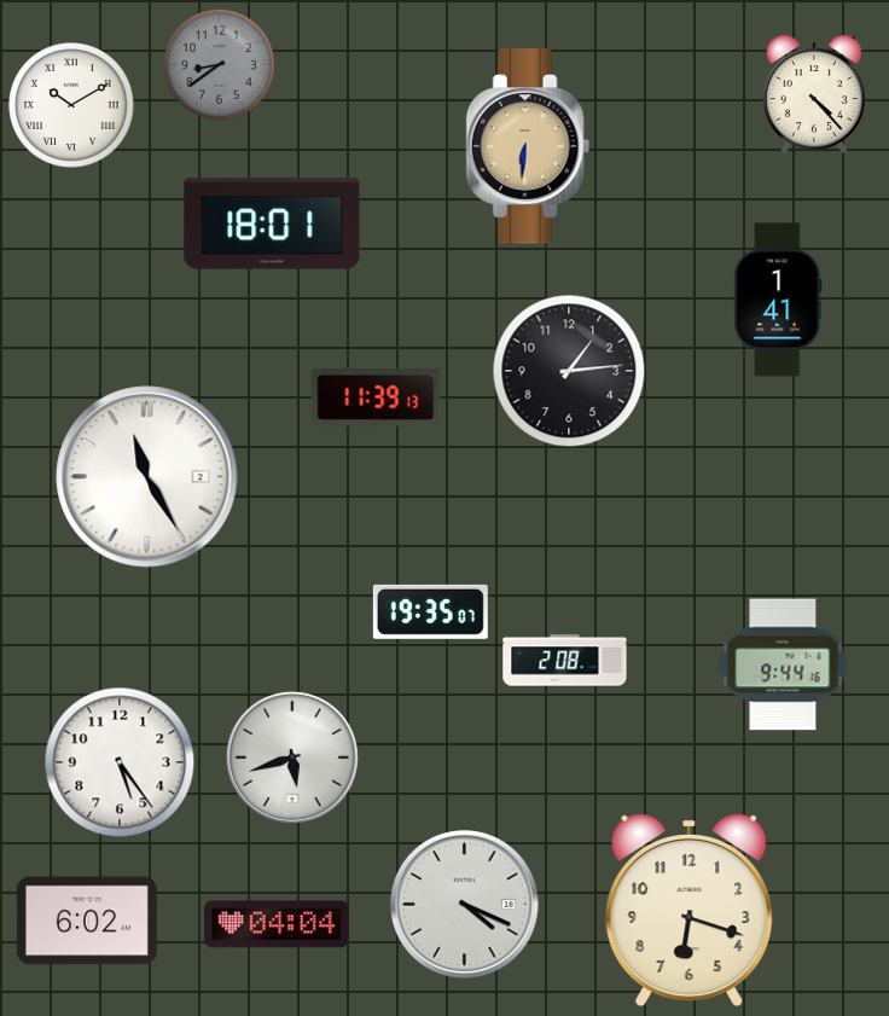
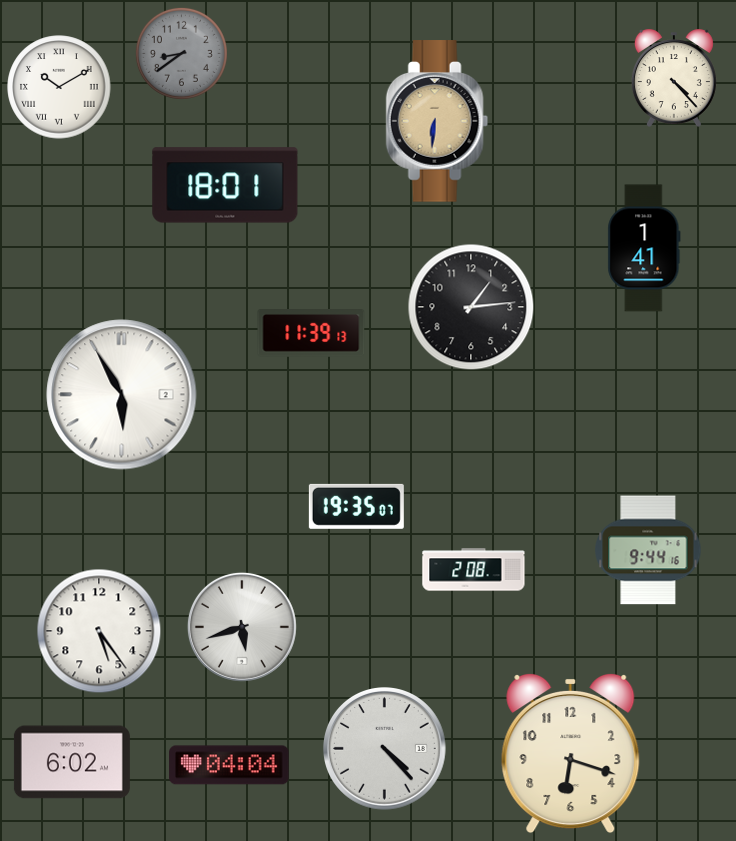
clock at (376, 399) position: (376, 399) -> (311, 334)
clock at (147, 477): 11:25 -> 5:55
clock at (565, 661) position: (565, 661) -> (474, 570)
clock at (465, 905): 4:19 -> 4:23
